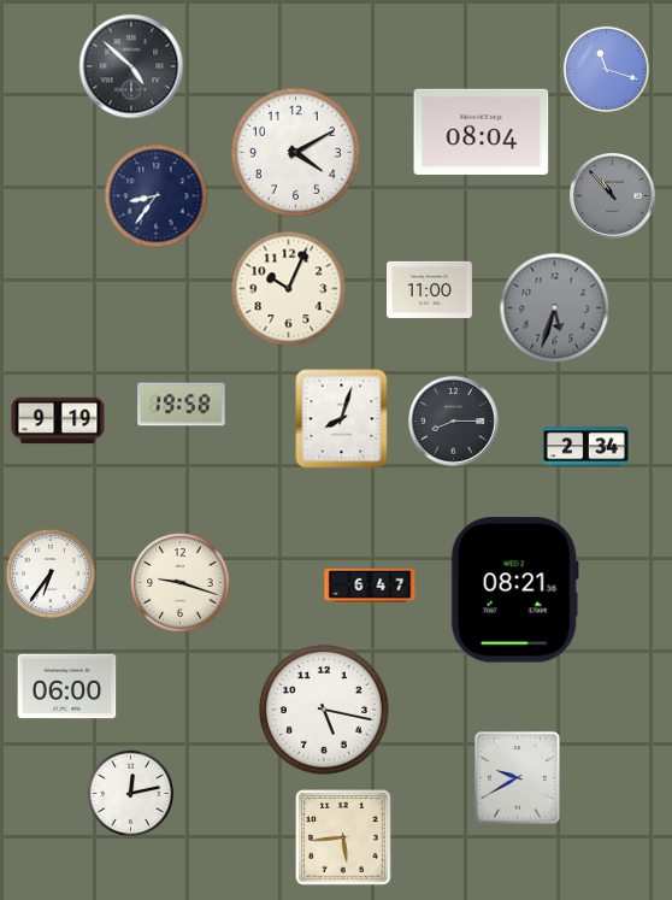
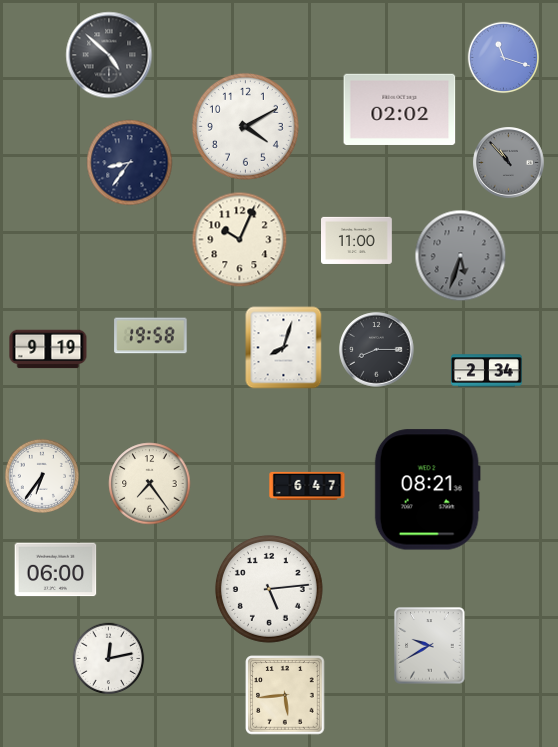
clock at (482, 131): 08:04 -> 02:02
clock at (181, 583): 9:18 -> 7:24
clock at (324, 710): 5:17 -> 5:14
